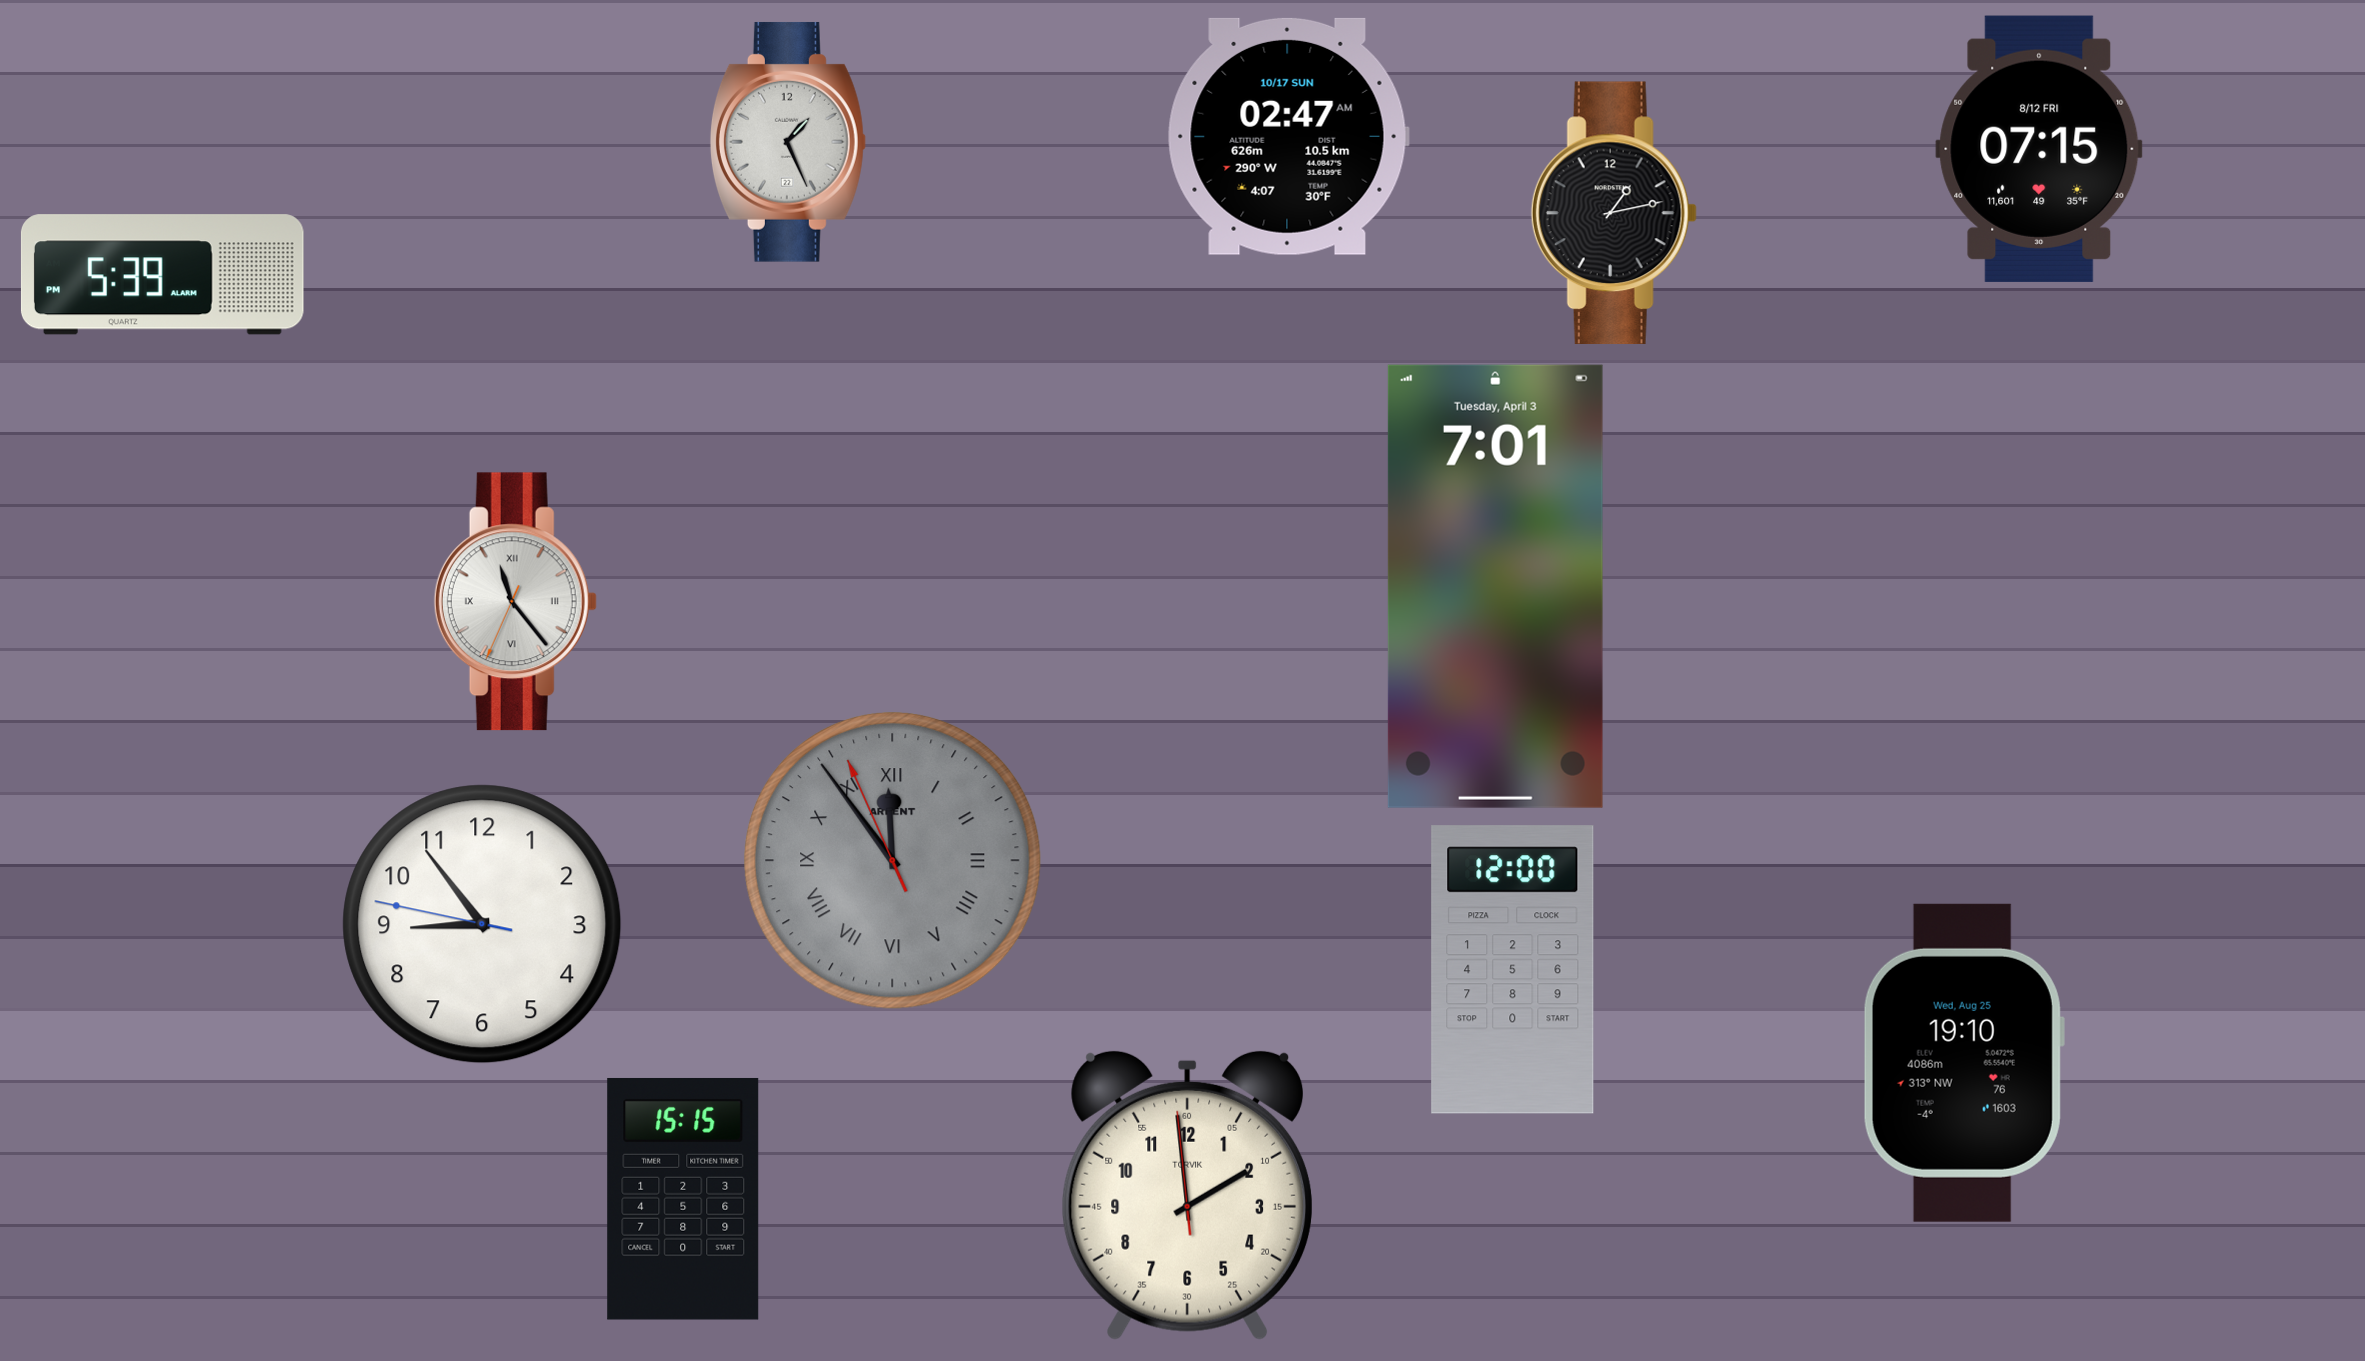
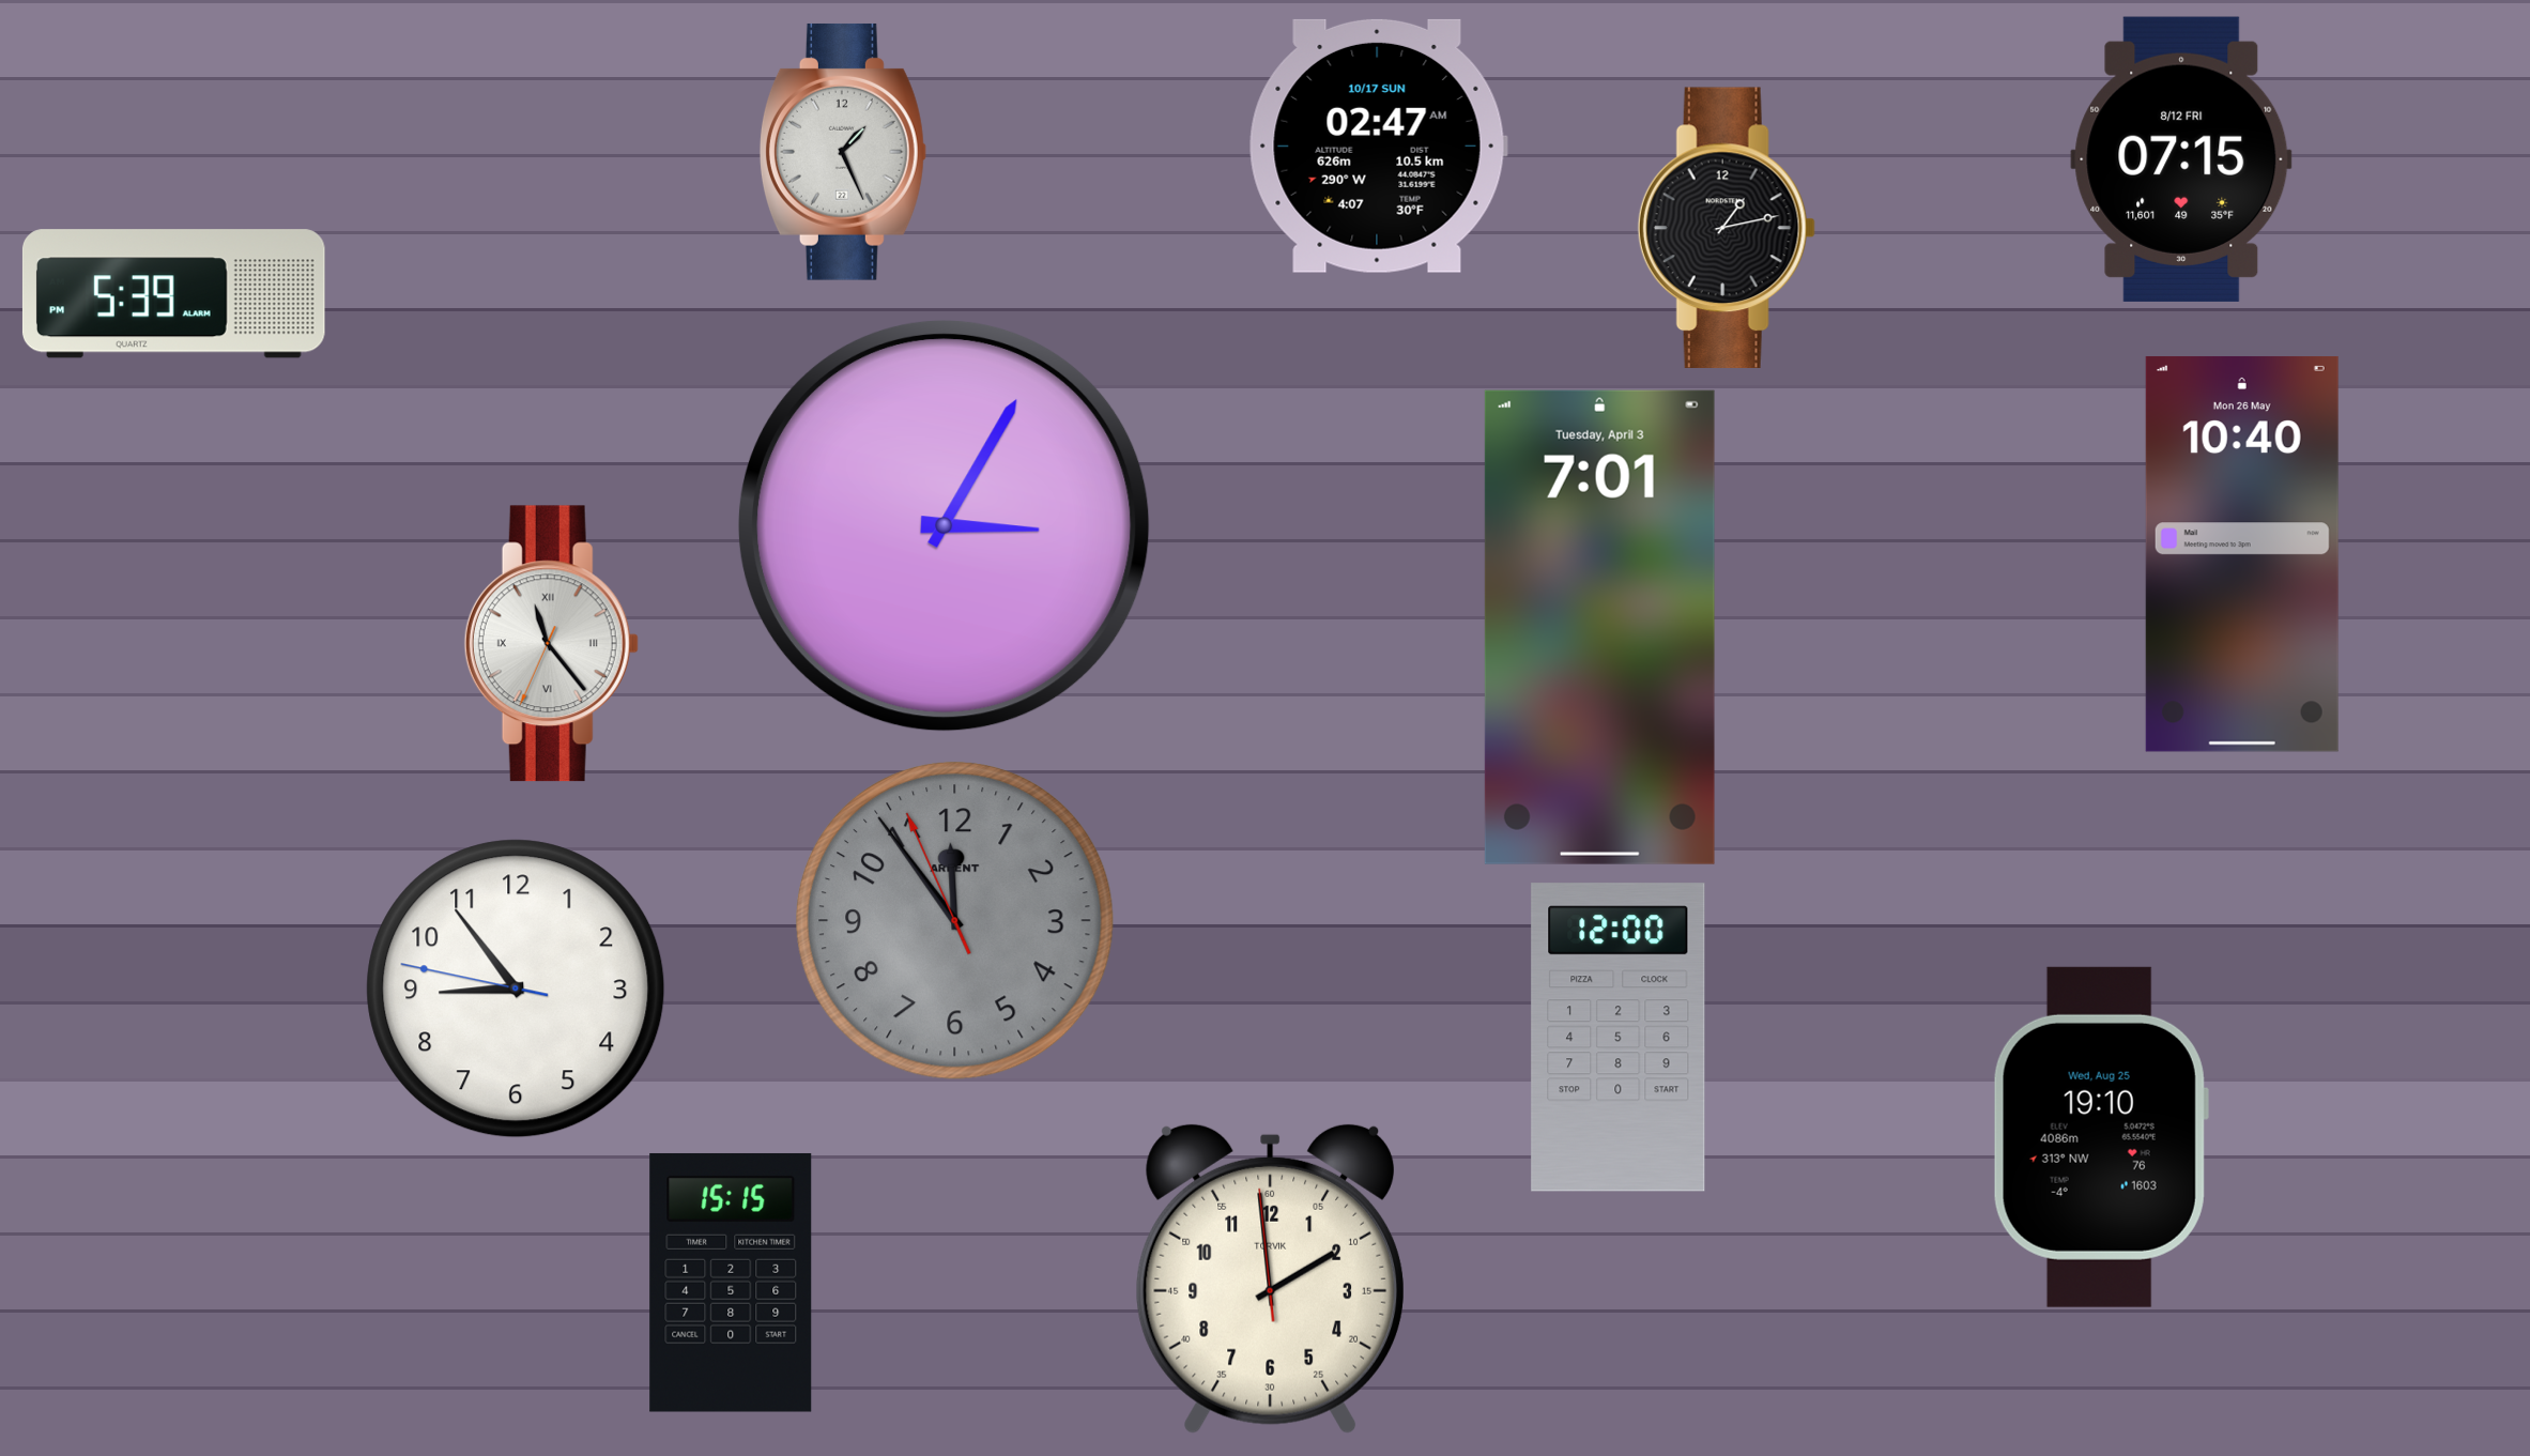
clock at (944, 525): none -> 3:05
clock at (2242, 554): none -> 10:40
clock at (893, 861) numerals: Roman -> Arabic
